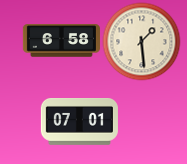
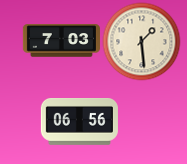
clock at (61, 41): 6:58 -> 7:03
clock at (79, 122): 07:01 -> 06:56
